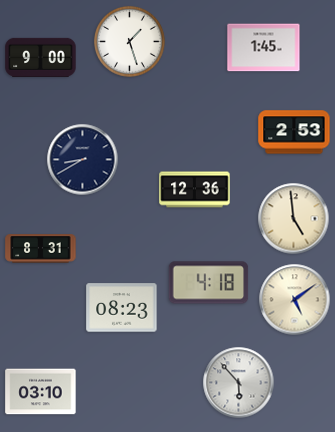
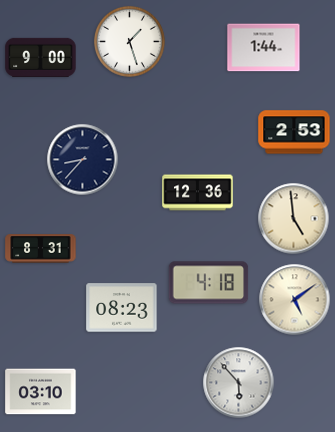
clock at (264, 48): 1:45 -> 1:44
clock at (83, 160): 8:40 -> 8:37
clock at (195, 190) position: (195, 190) -> (198, 193)
